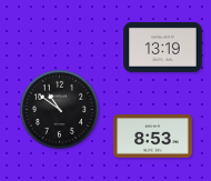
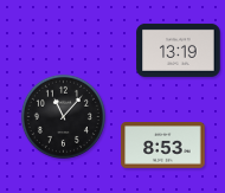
clock at (163, 47) position: (163, 47) -> (179, 50)
clock at (59, 109): 10:51 -> 11:07
